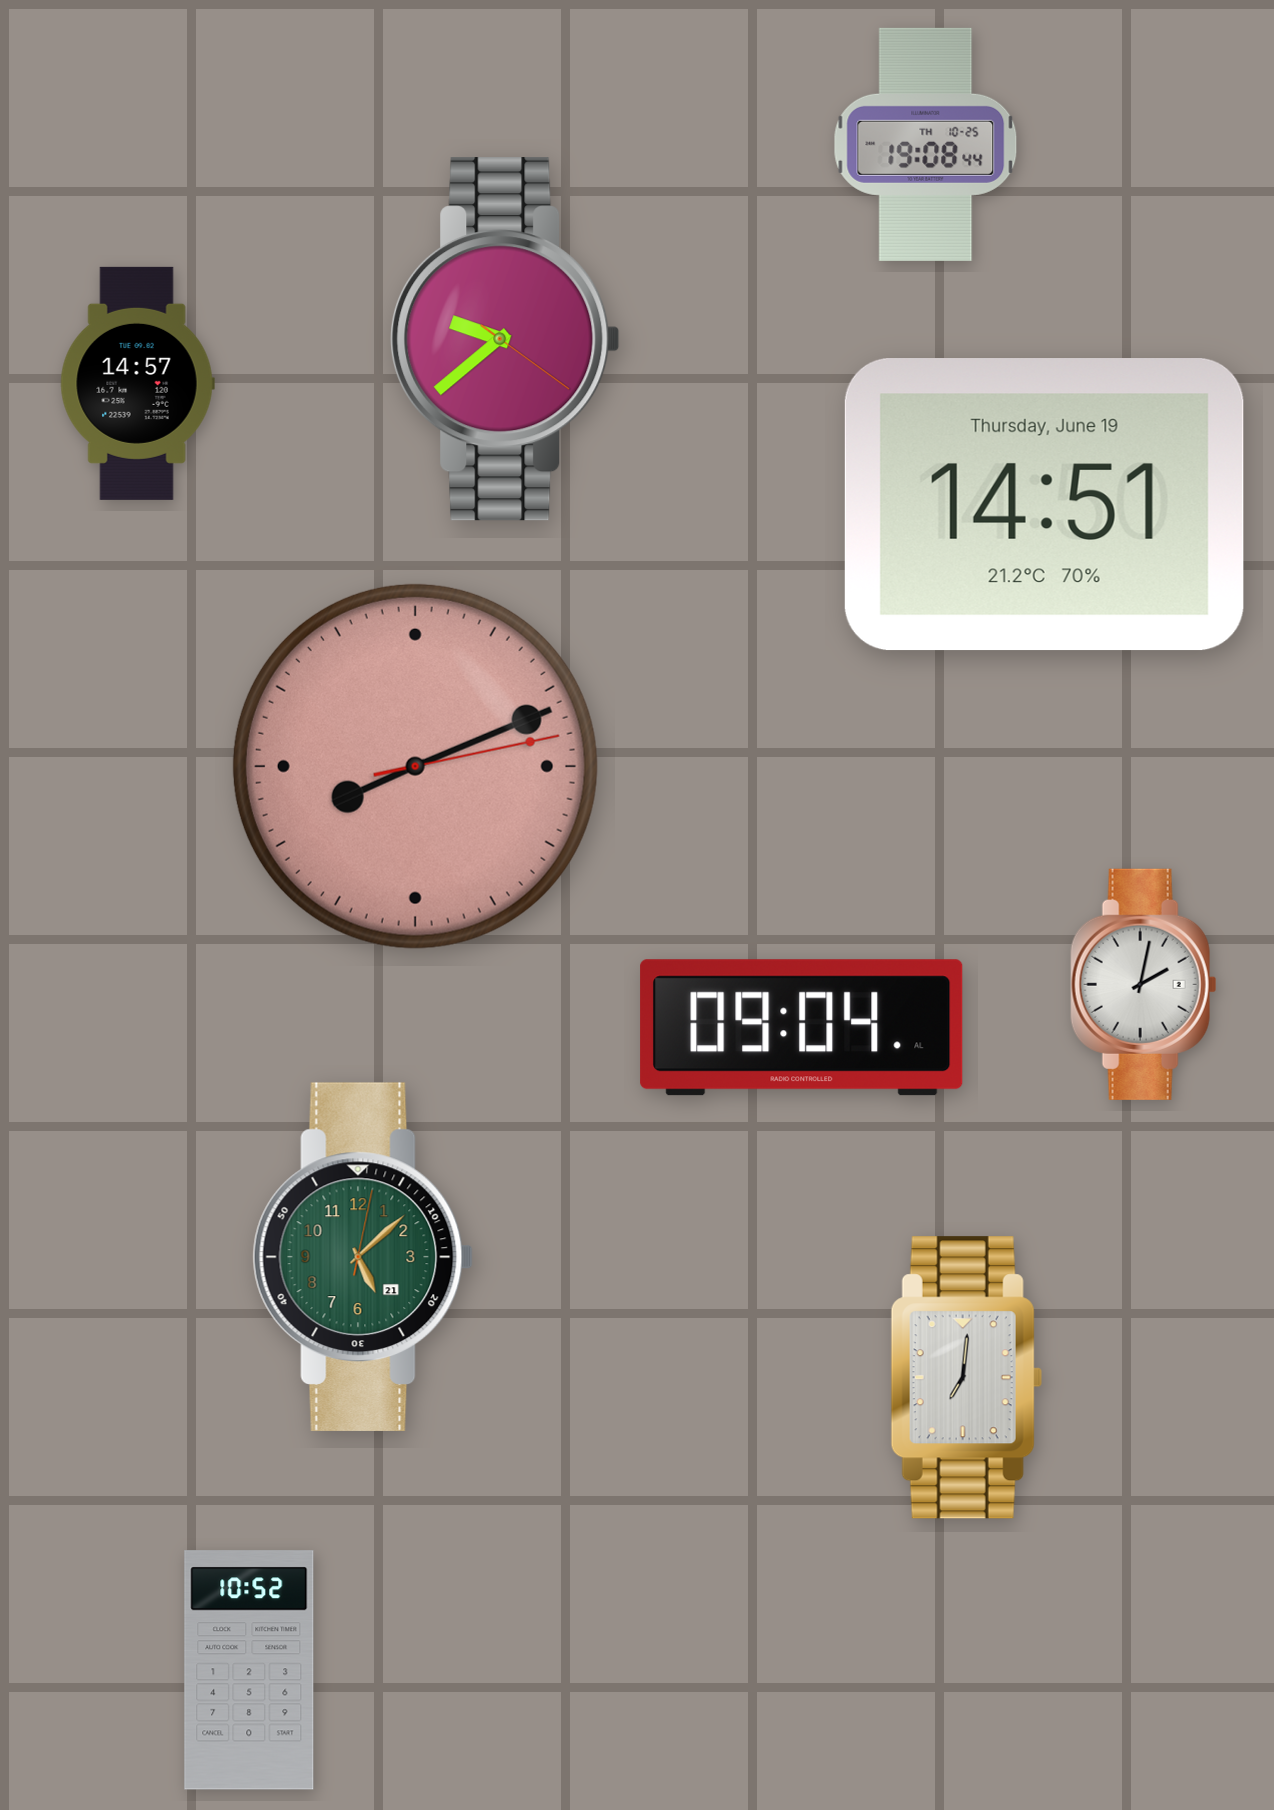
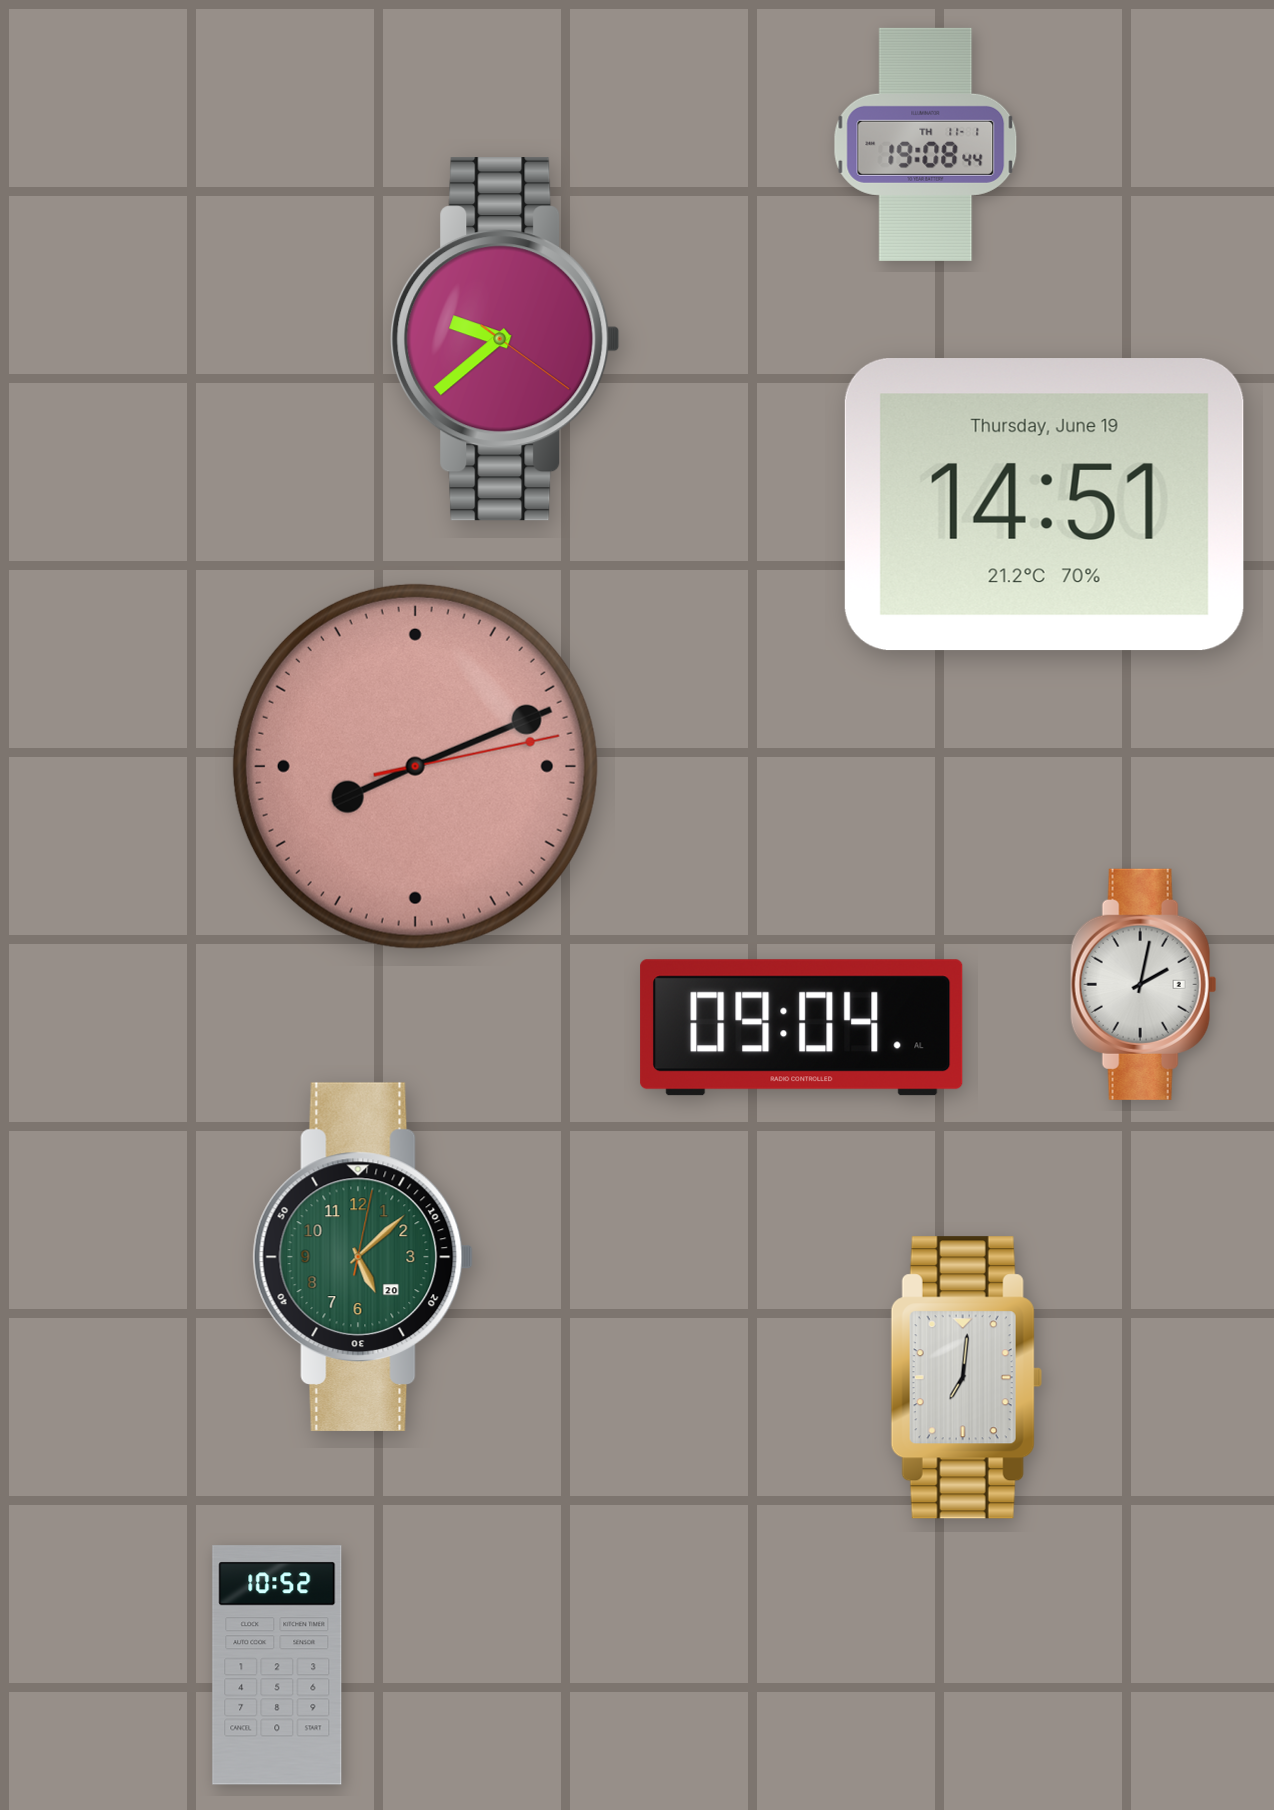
clock at (926, 144) date: TH 10-25 -> TH 11-1
clock at (137, 383): 14:57 -> none
clock at (363, 1257) date: 21 -> 20
clock at (249, 1670) position: (249, 1670) -> (277, 1665)
